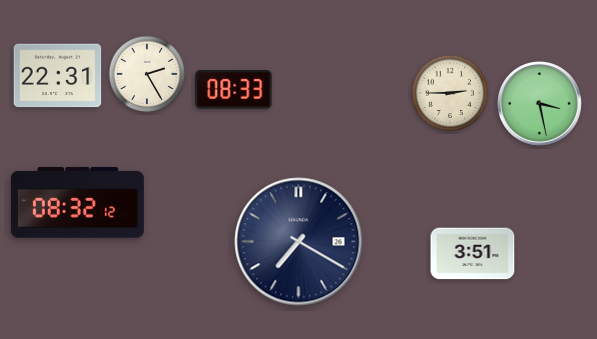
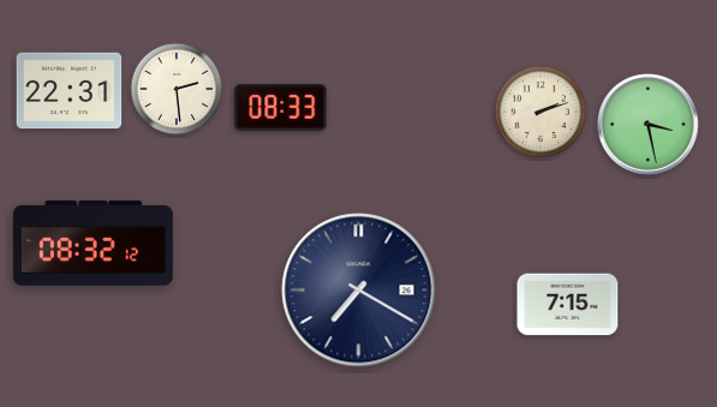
clock at (147, 74): 2:25 -> 2:29
clock at (450, 93): 2:45 -> 2:12
clock at (473, 254): 3:51 -> 7:15
